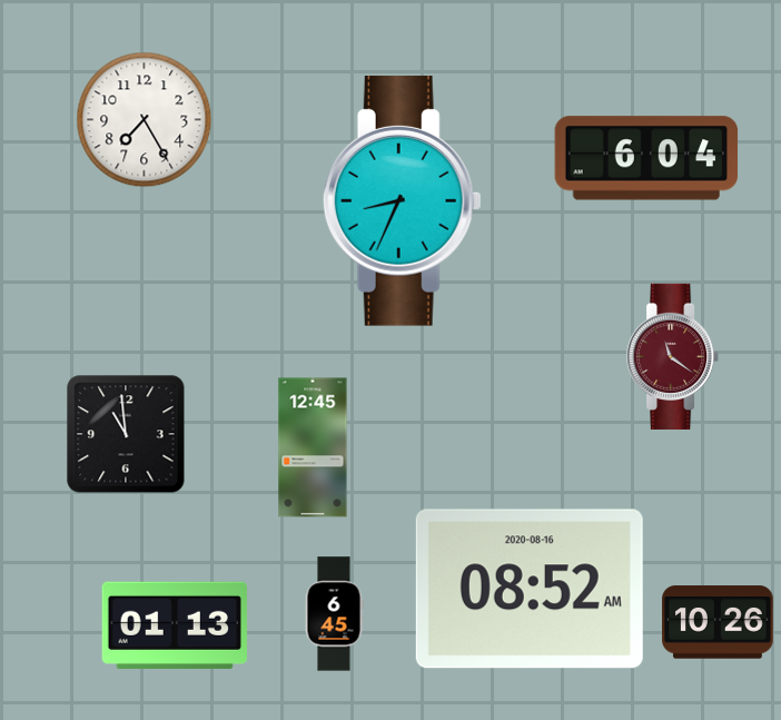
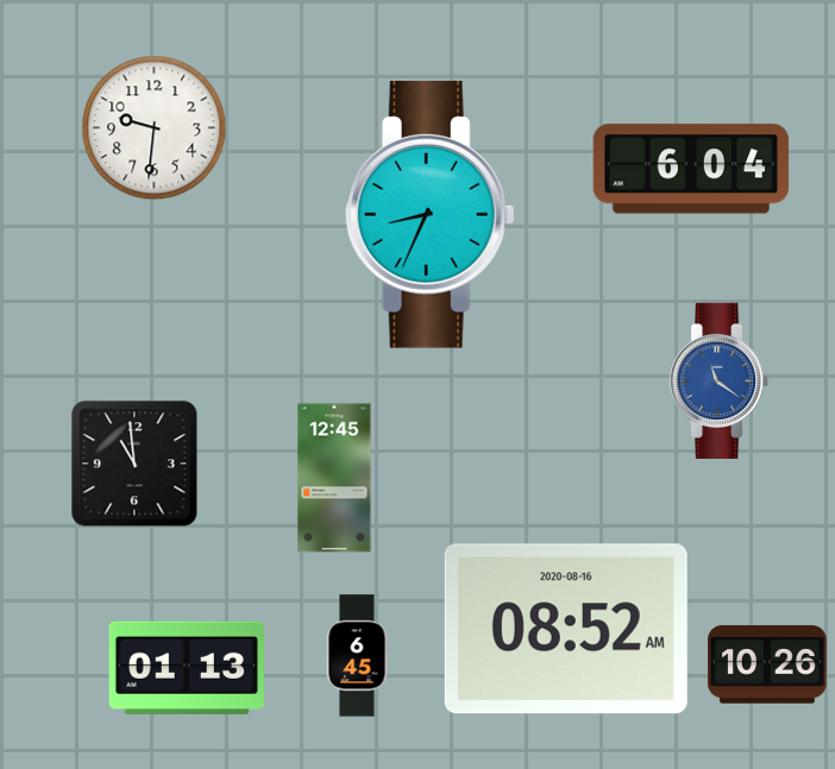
clock at (145, 120): 7:25 -> 9:31
clock at (673, 356) dial: burgundy -> blue
